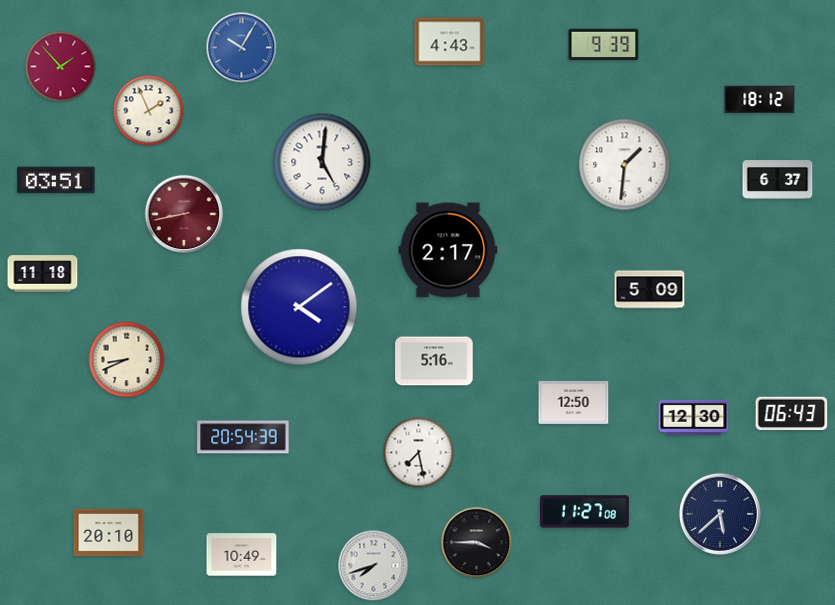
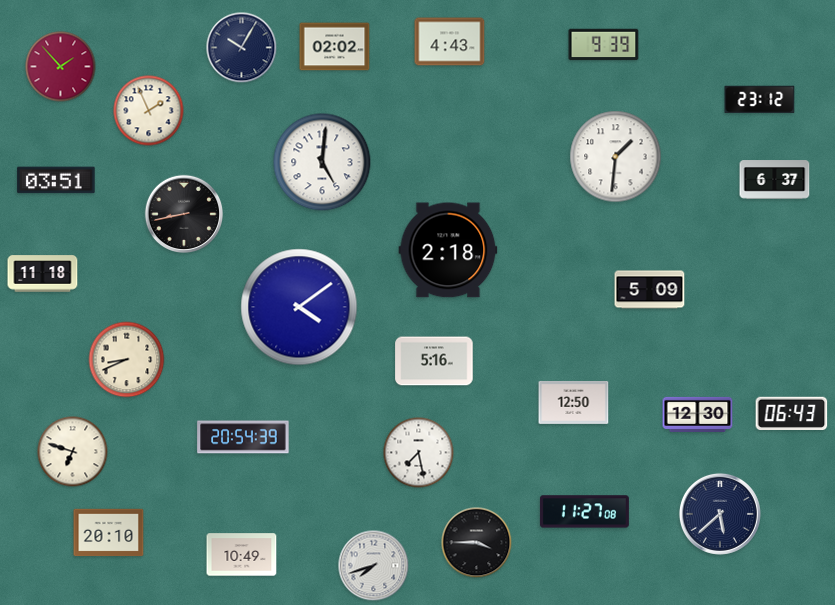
clock at (335, 47): none -> 02:02
clock at (242, 48) dial: blue -> navy
clock at (760, 100): 18:12 -> 23:12
clock at (625, 165) position: (625, 165) -> (616, 157)
clock at (778, 180) position: (778, 180) -> (775, 180)
clock at (183, 213) dial: burgundy -> black
clock at (448, 250): 2:17 -> 2:18
clock at (694, 417) position: (694, 417) -> (698, 414)
clock at (73, 452): none -> 6:48
